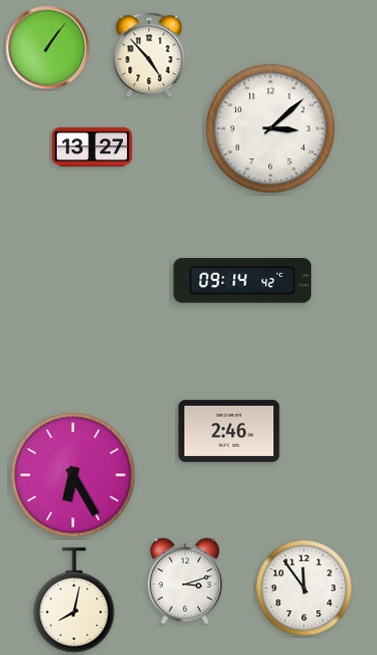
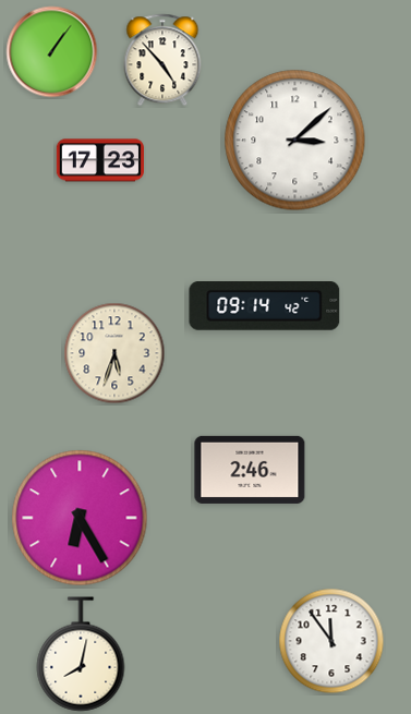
clock at (91, 147): 13:27 -> 17:23
clock at (114, 353): none -> 5:33
clock at (185, 581): 3:12 -> none
